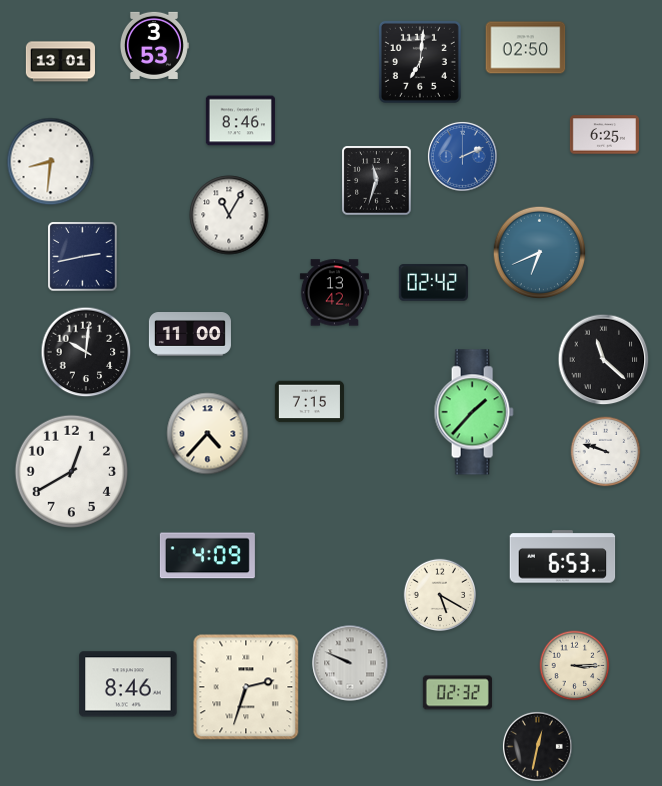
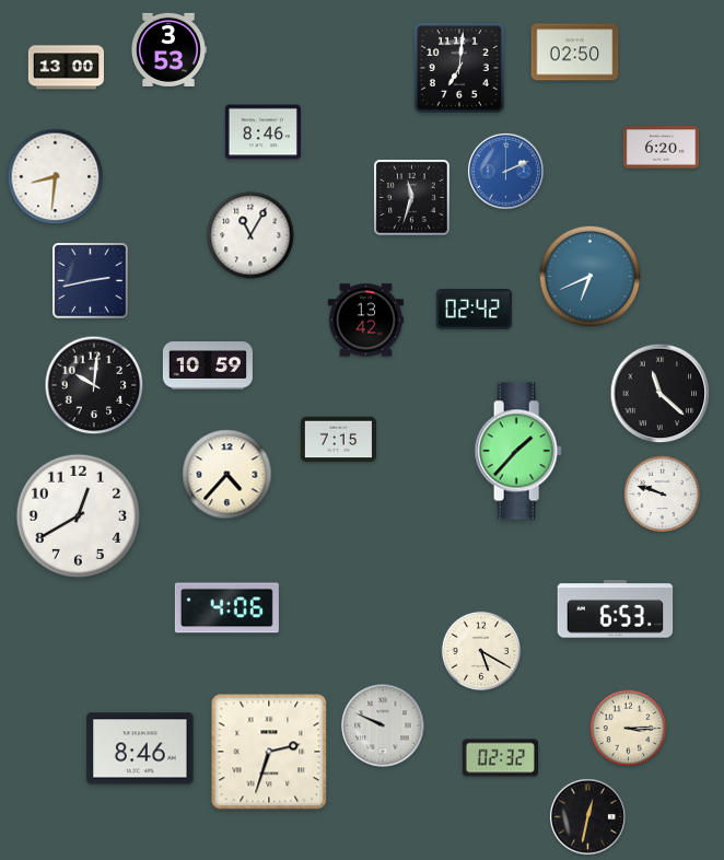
clock at (60, 62): 13:01 -> 13:00
clock at (604, 135): 6:25 -> 6:20
clock at (190, 335): 11:00 -> 10:59
clock at (207, 556): 4:09 -> 4:06
